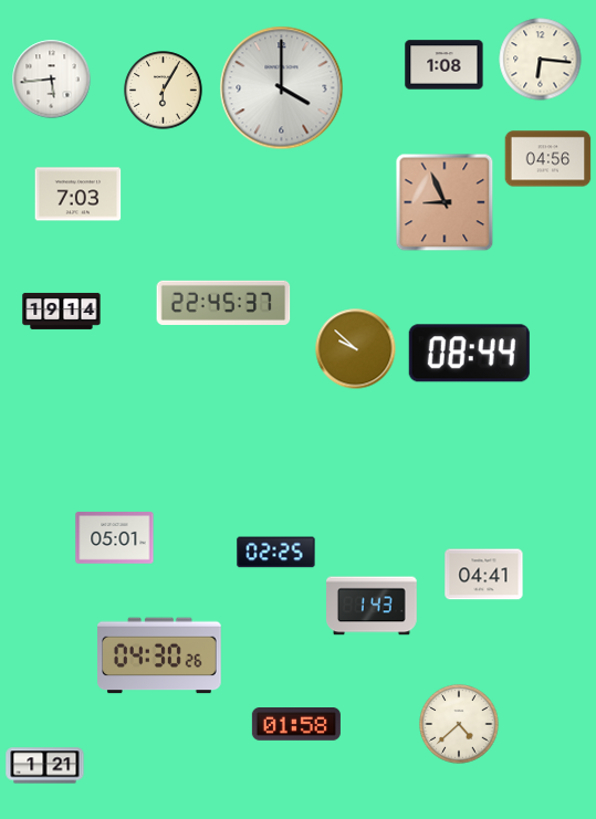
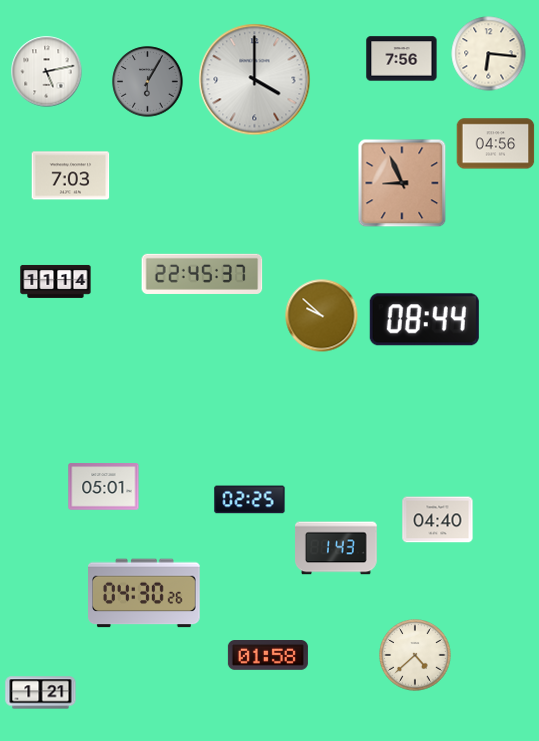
clock at (445, 65): 1:08 -> 7:56
clock at (52, 80): 5:44 -> 5:13
clock at (164, 91) dial: cream -> grey
clock at (62, 311): 19:14 -> 11:14
clock at (484, 575): 04:41 -> 04:40
